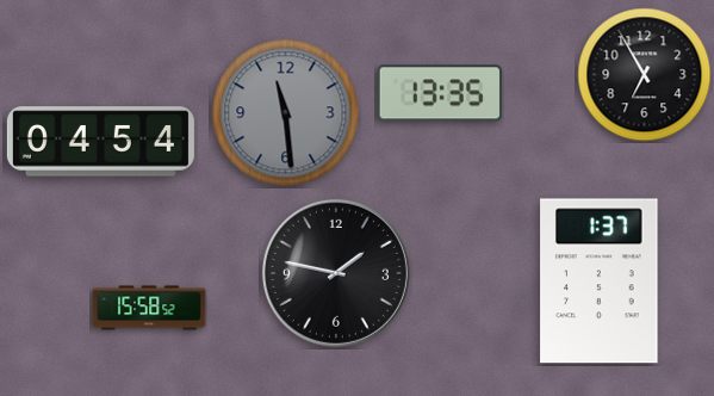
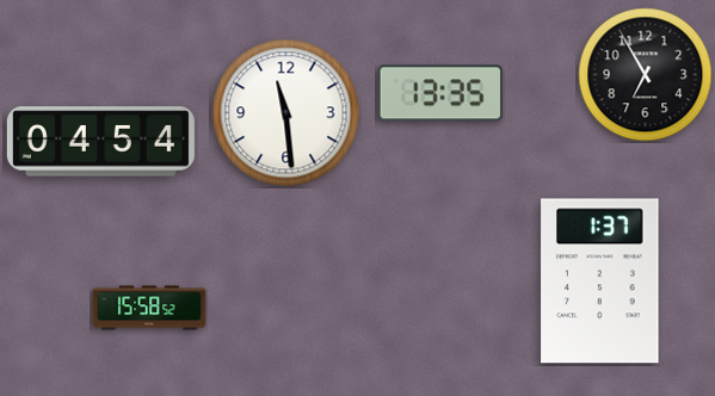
clock at (286, 113) dial: grey -> white
clock at (336, 273): 1:47 -> none
